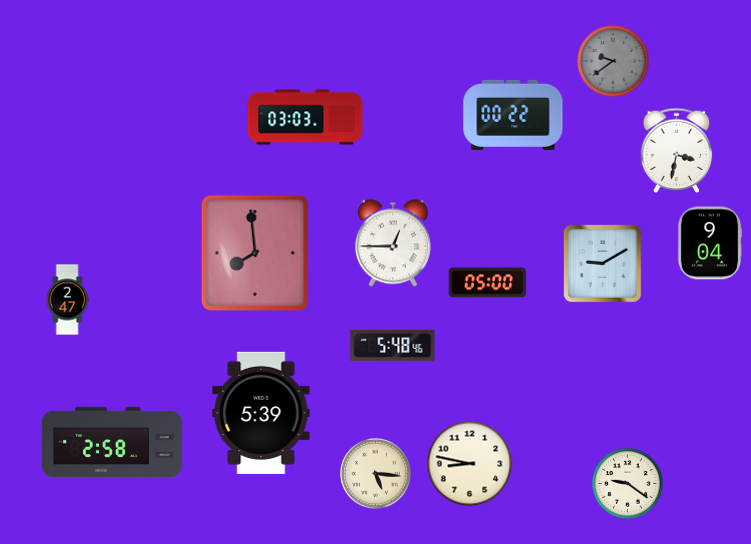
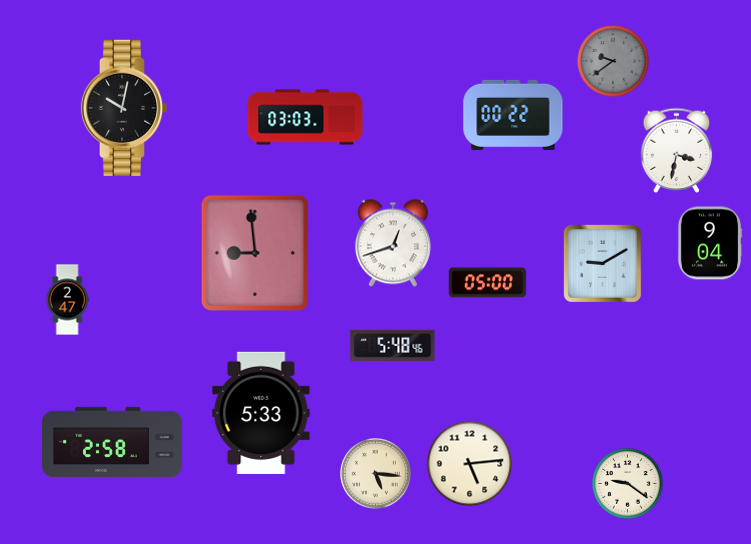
clock at (124, 108): none -> 10:02
clock at (393, 243): 12:45 -> 12:42
clock at (254, 253): 7:59 -> 8:59
clock at (261, 413): 5:39 -> 5:33
clock at (470, 464): 8:47 -> 5:14
